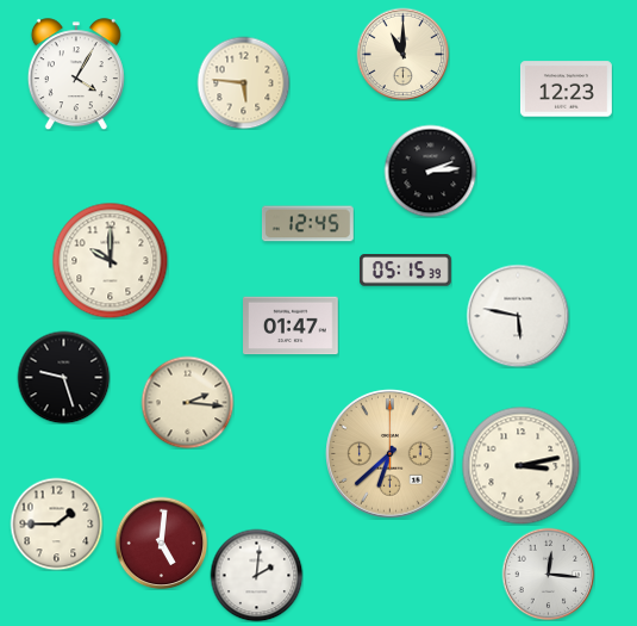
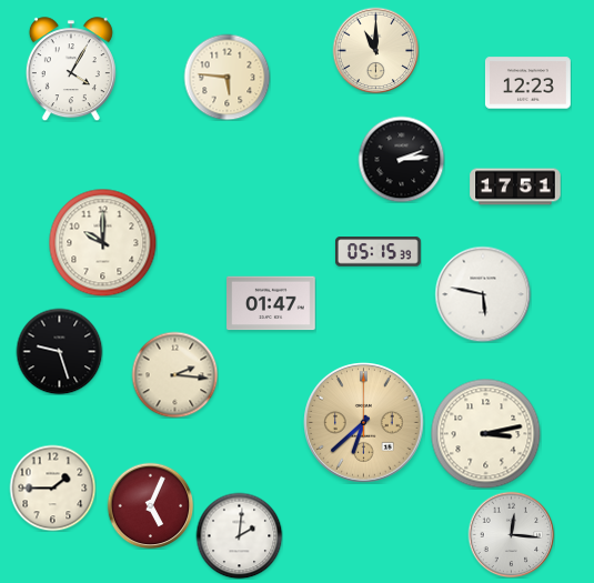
clock at (515, 187): none -> 17:51
clock at (307, 224): 12:45 -> none
clock at (161, 543): 5:01 -> 5:04
